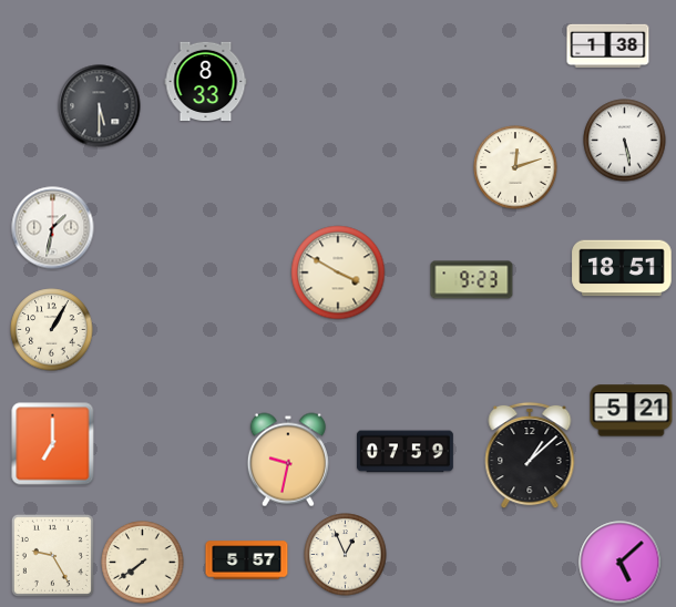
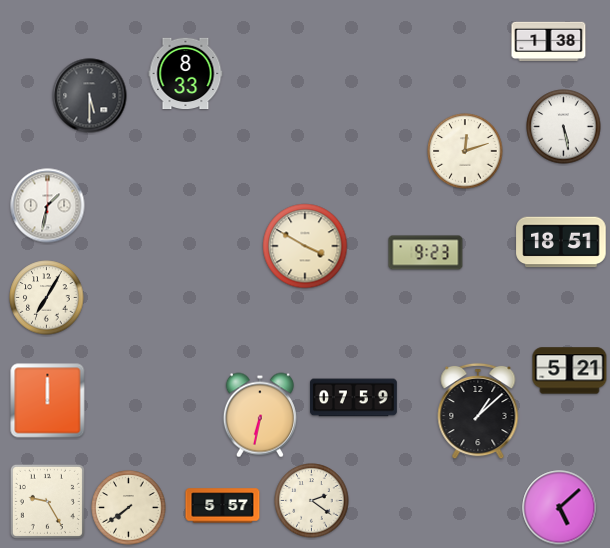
clock at (52, 330): 1:05 -> 7:05
clock at (53, 444): 7:00 -> 12:00
clock at (404, 452) position: (404, 452) -> (353, 398)
clock at (288, 460): 9:32 -> 6:32
clock at (346, 555): 12:56 -> 2:21
